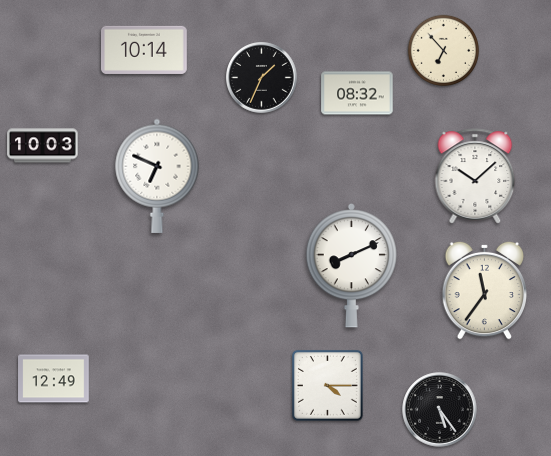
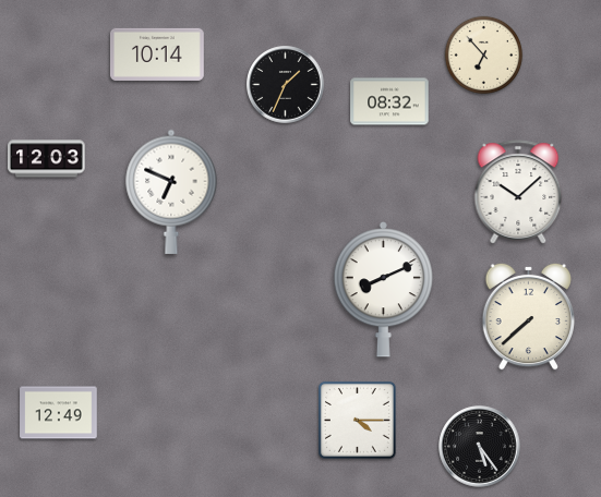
clock at (43, 146): 10:03 -> 12:03
clock at (485, 290): 11:36 -> 7:38
